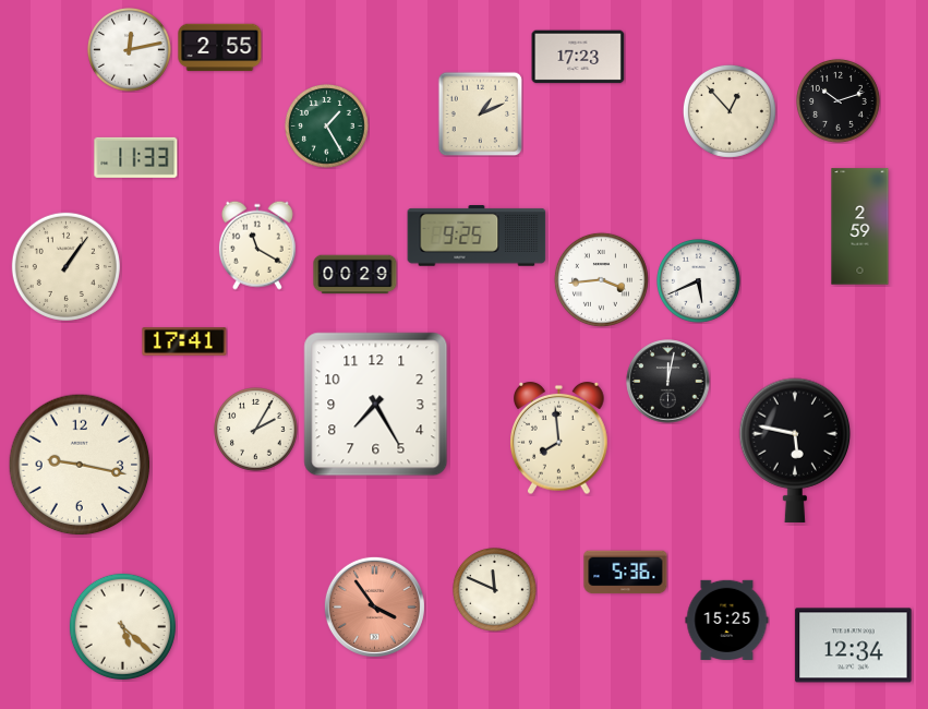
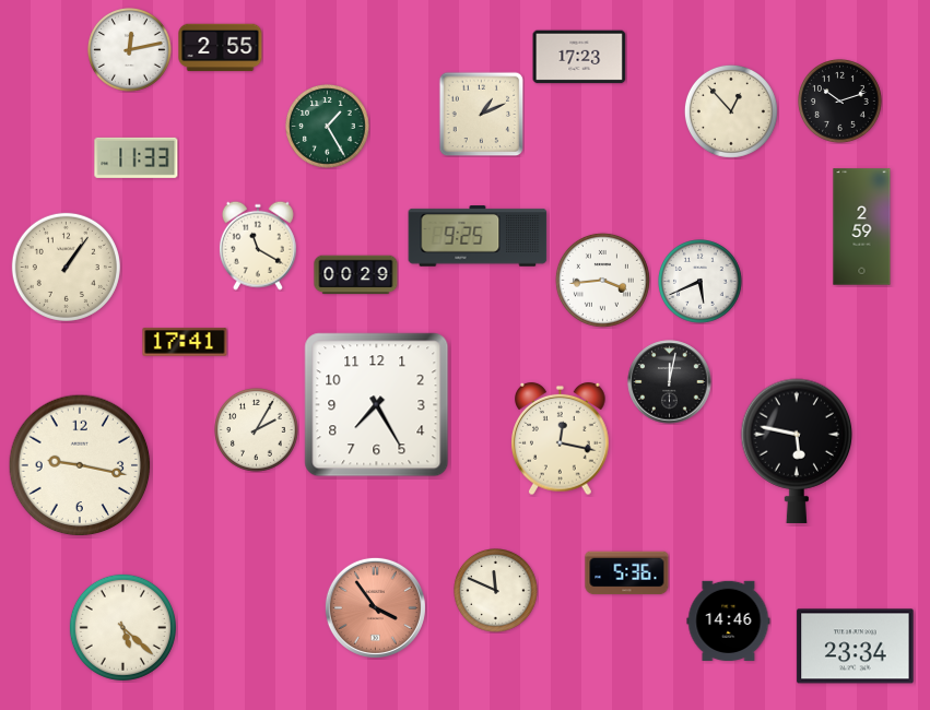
clock at (559, 438): 7:59 -> 12:17
clock at (727, 620): 15:25 -> 14:46
clock at (854, 646): 12:34 -> 23:34
